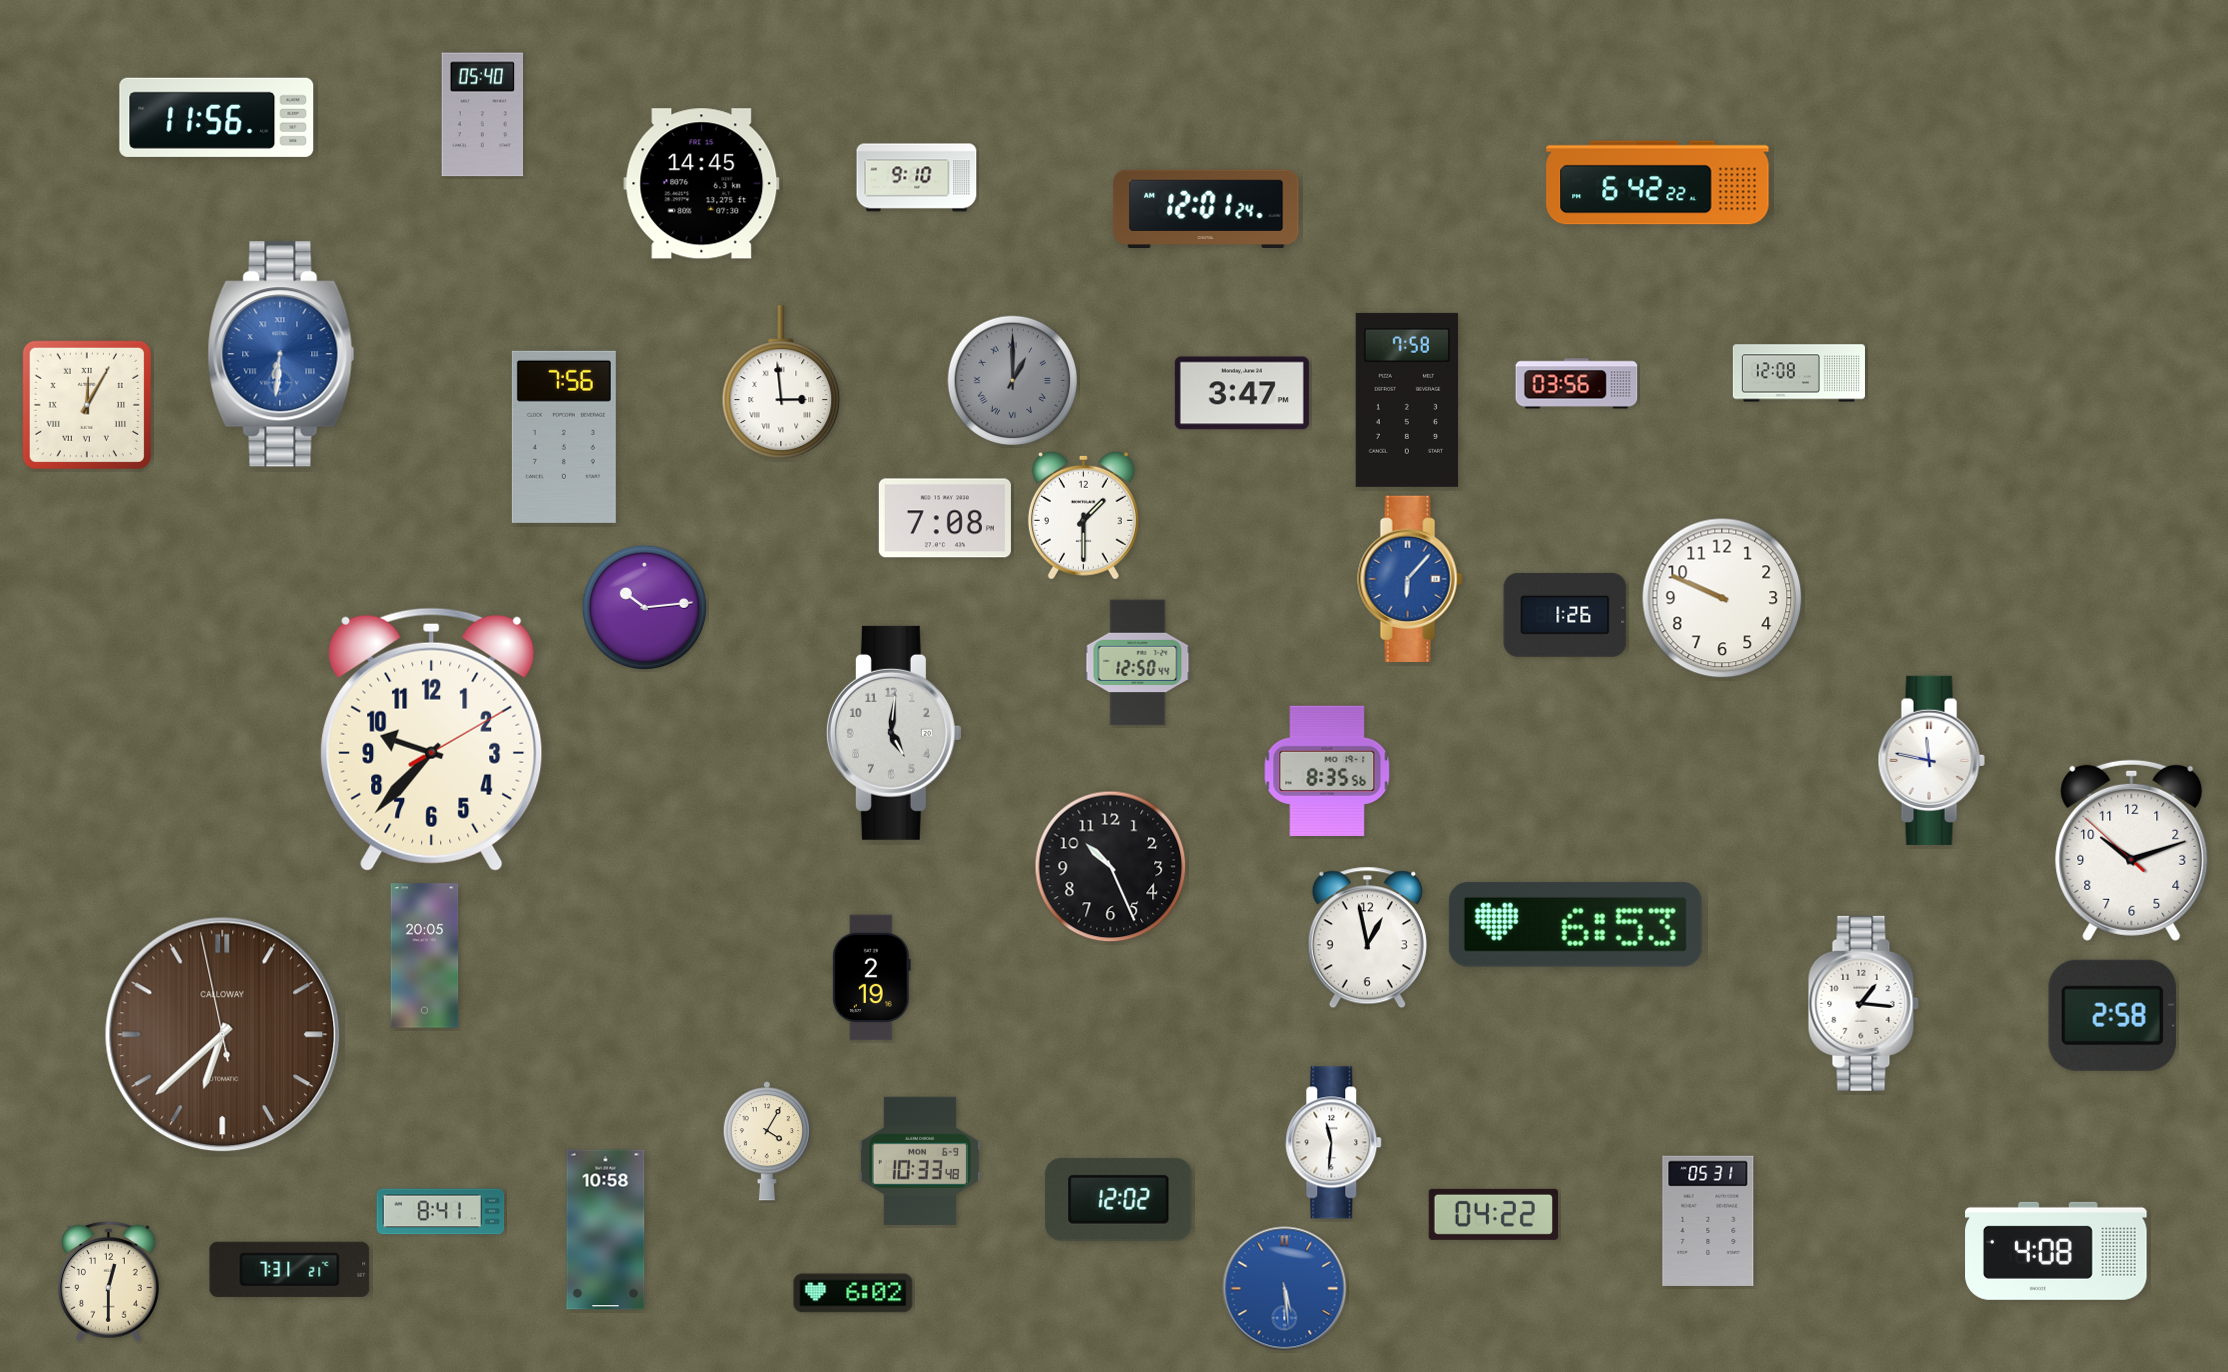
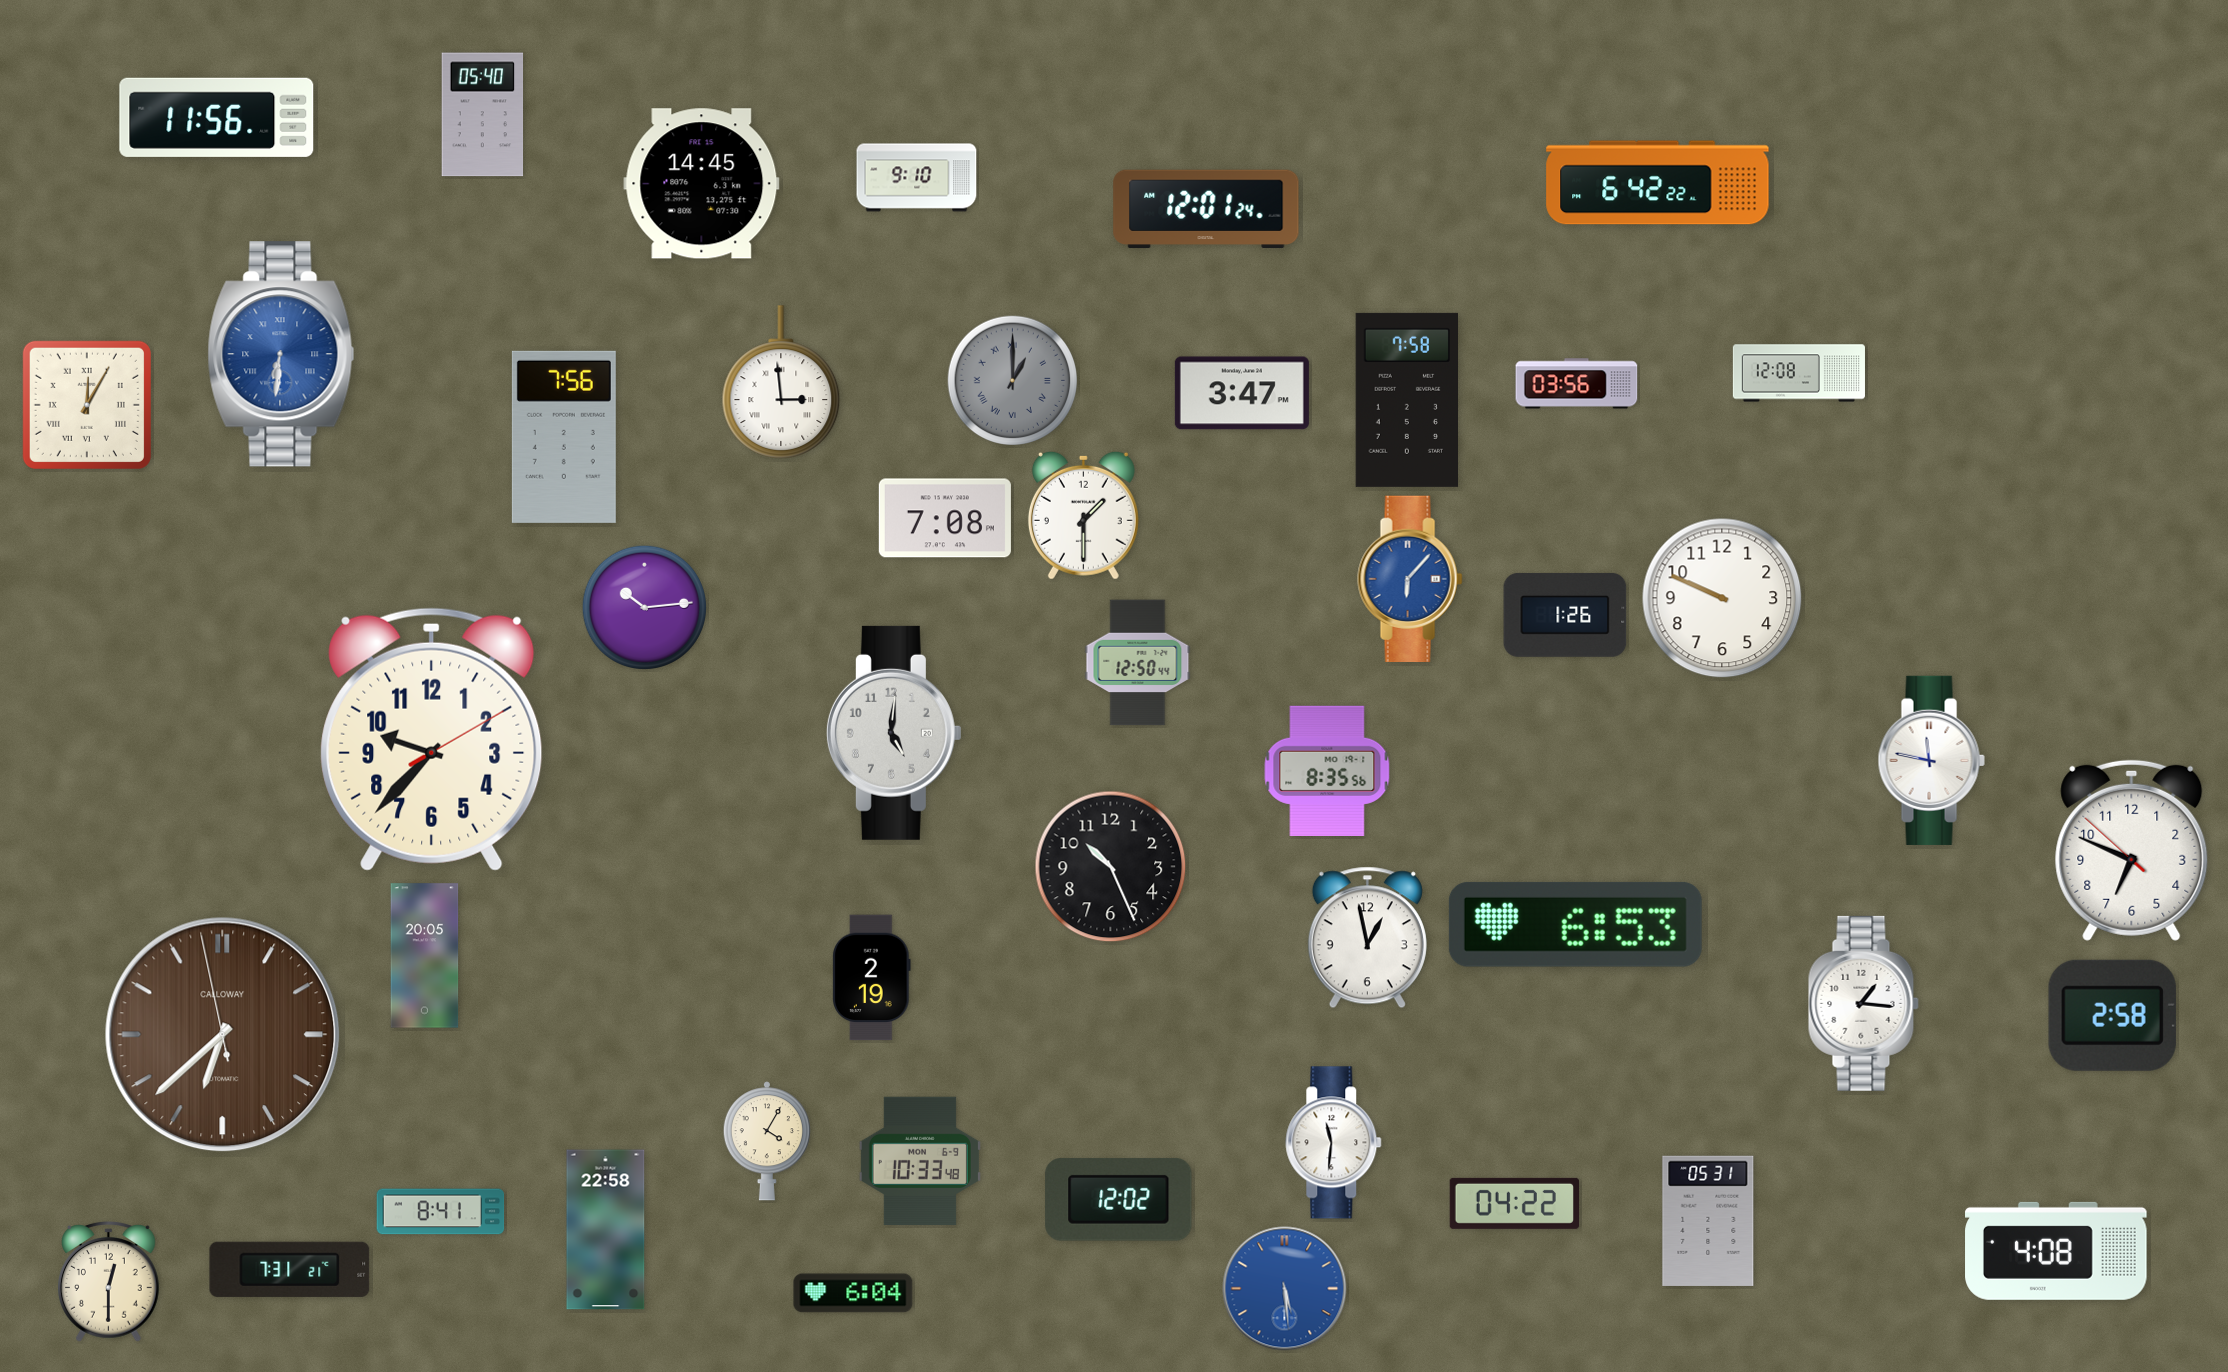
clock at (2132, 850): 10:11 -> 6:48
clock at (1493, 1214) position: (1493, 1214) -> (1514, 1203)
clock at (606, 1230): 10:58 -> 22:58
clock at (853, 1293): 6:02 -> 6:04
